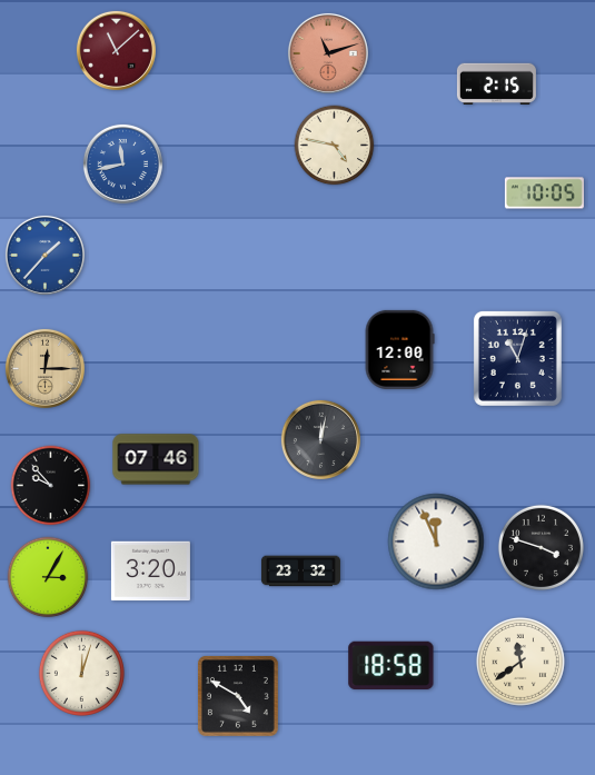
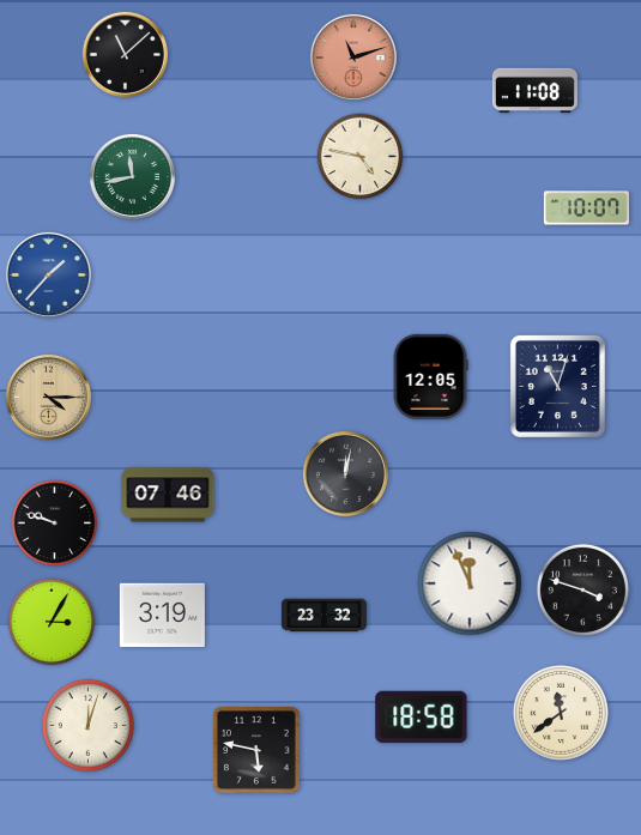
clock at (116, 50) dial: burgundy -> black
clock at (496, 83): 2:15 -> 11:08
clock at (122, 163) dial: blue -> green
clock at (544, 193): 10:05 -> 10:07
clock at (399, 349): 12:00 -> 12:05
clock at (44, 368): 12:15 -> 4:15
clock at (51, 486): 9:53 -> 9:48
clock at (150, 572): 3:20 -> 3:19
clock at (238, 696): 4:50 -> 5:47
